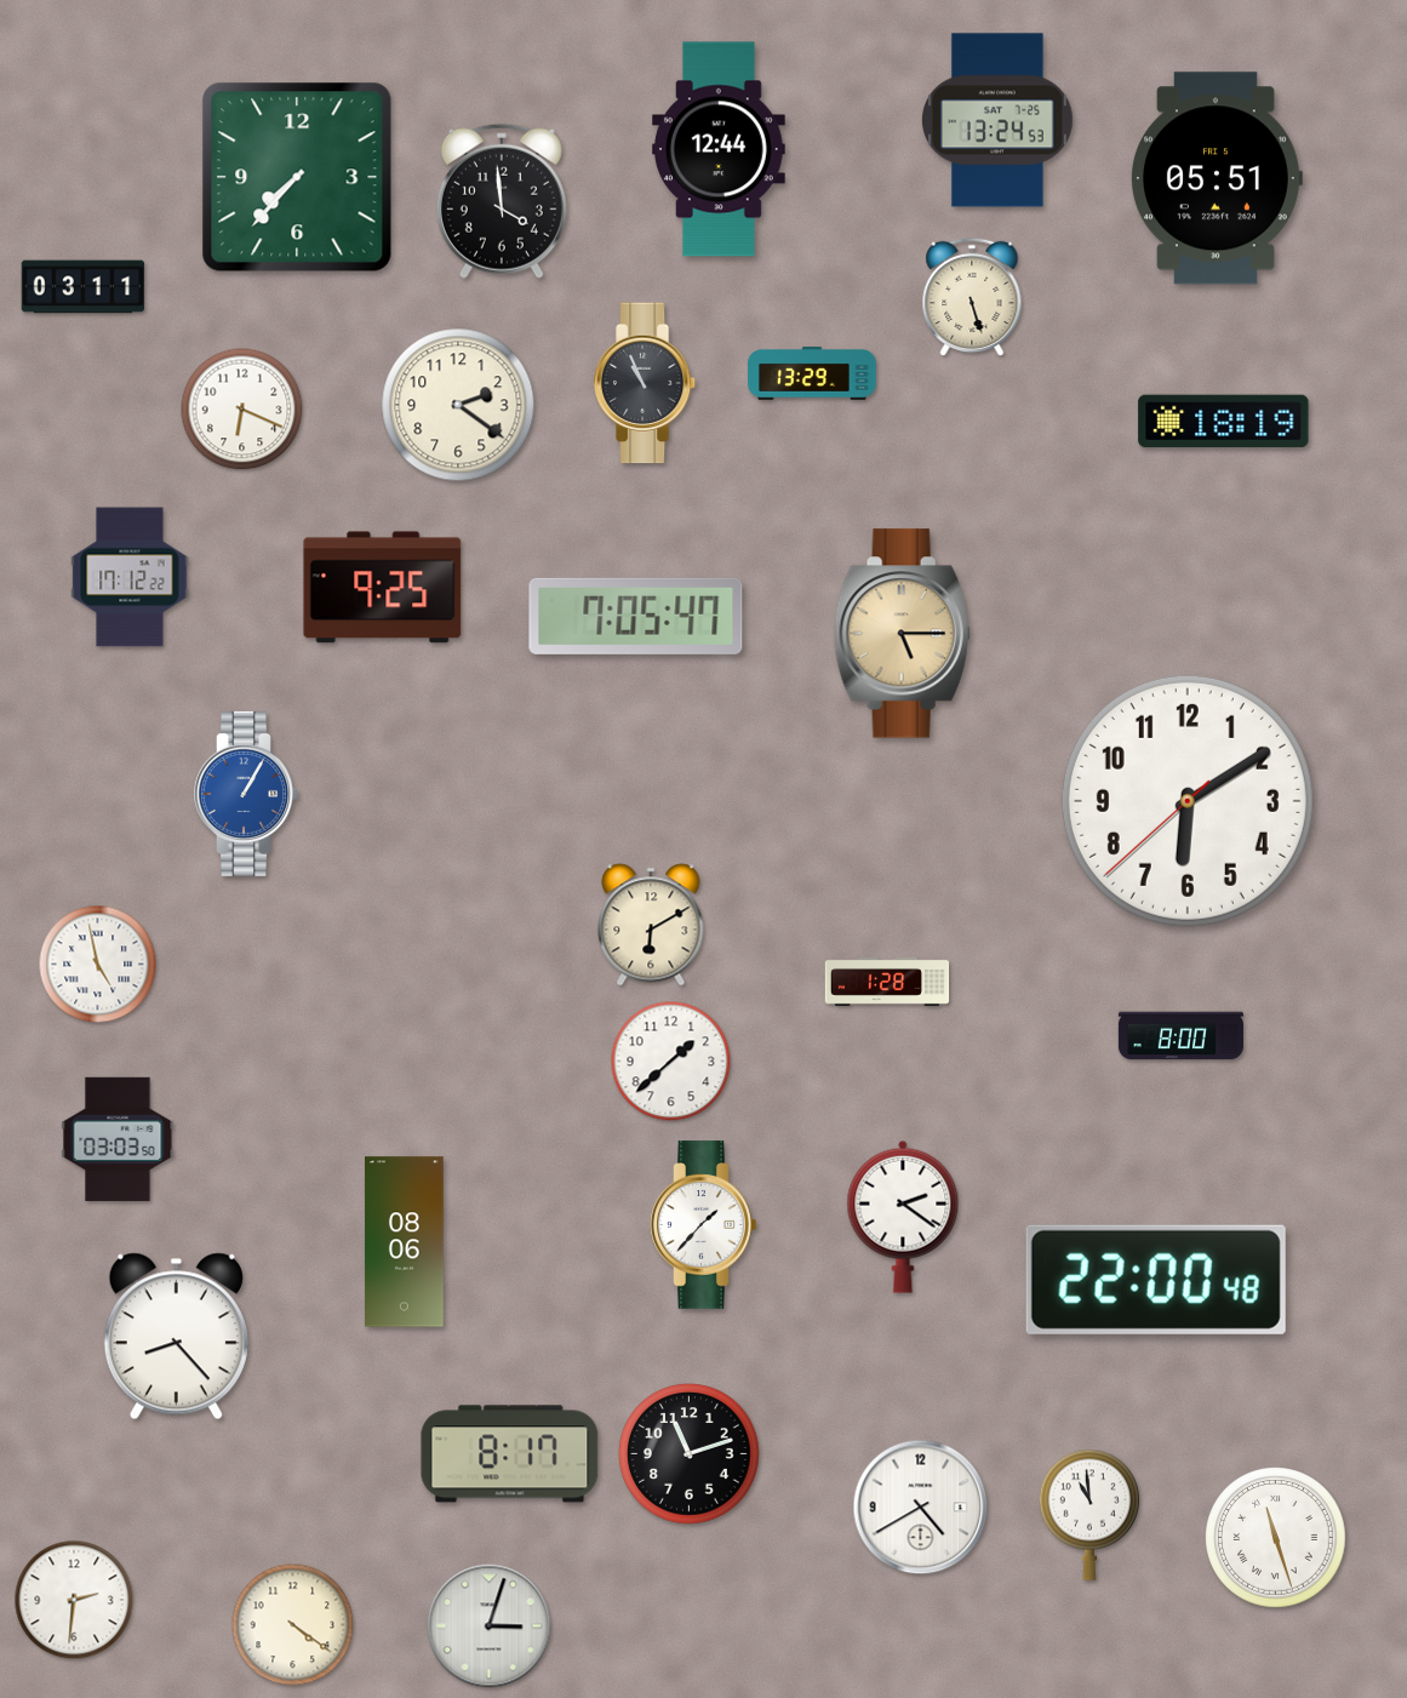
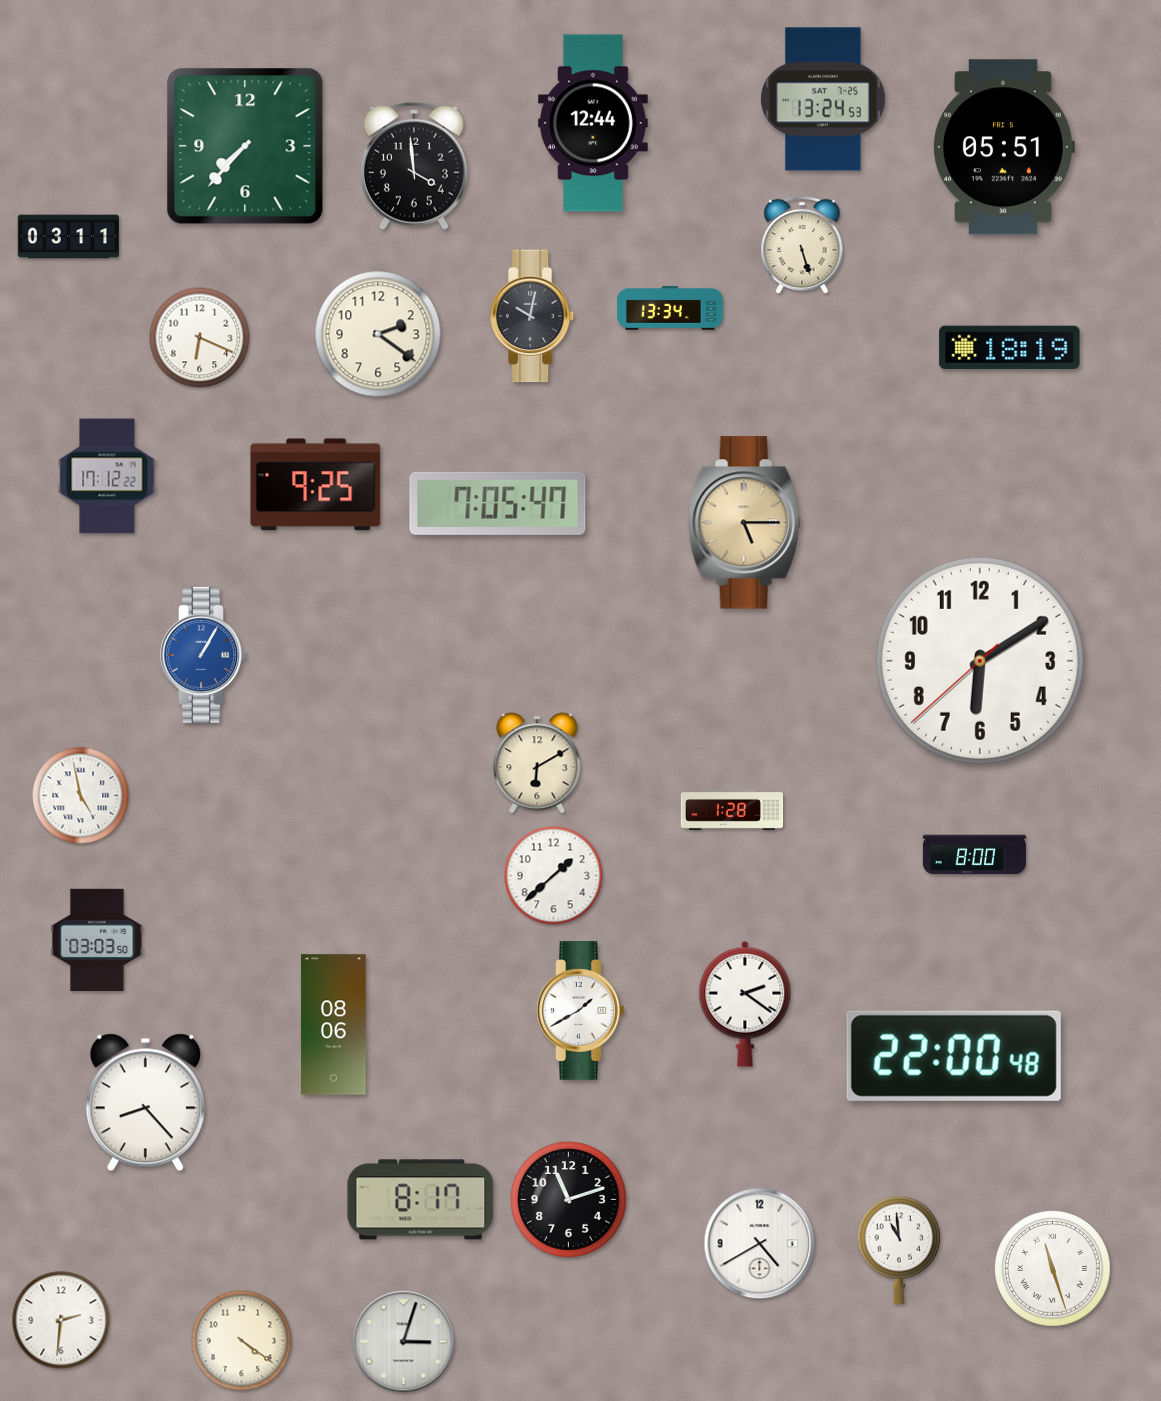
clock at (812, 373): 13:29 -> 13:34
clock at (645, 383): 10:56 -> 10:02
clock at (636, 616) position: (636, 616) -> (498, 503)
clock at (704, 1225): 1:37 -> 1:40
